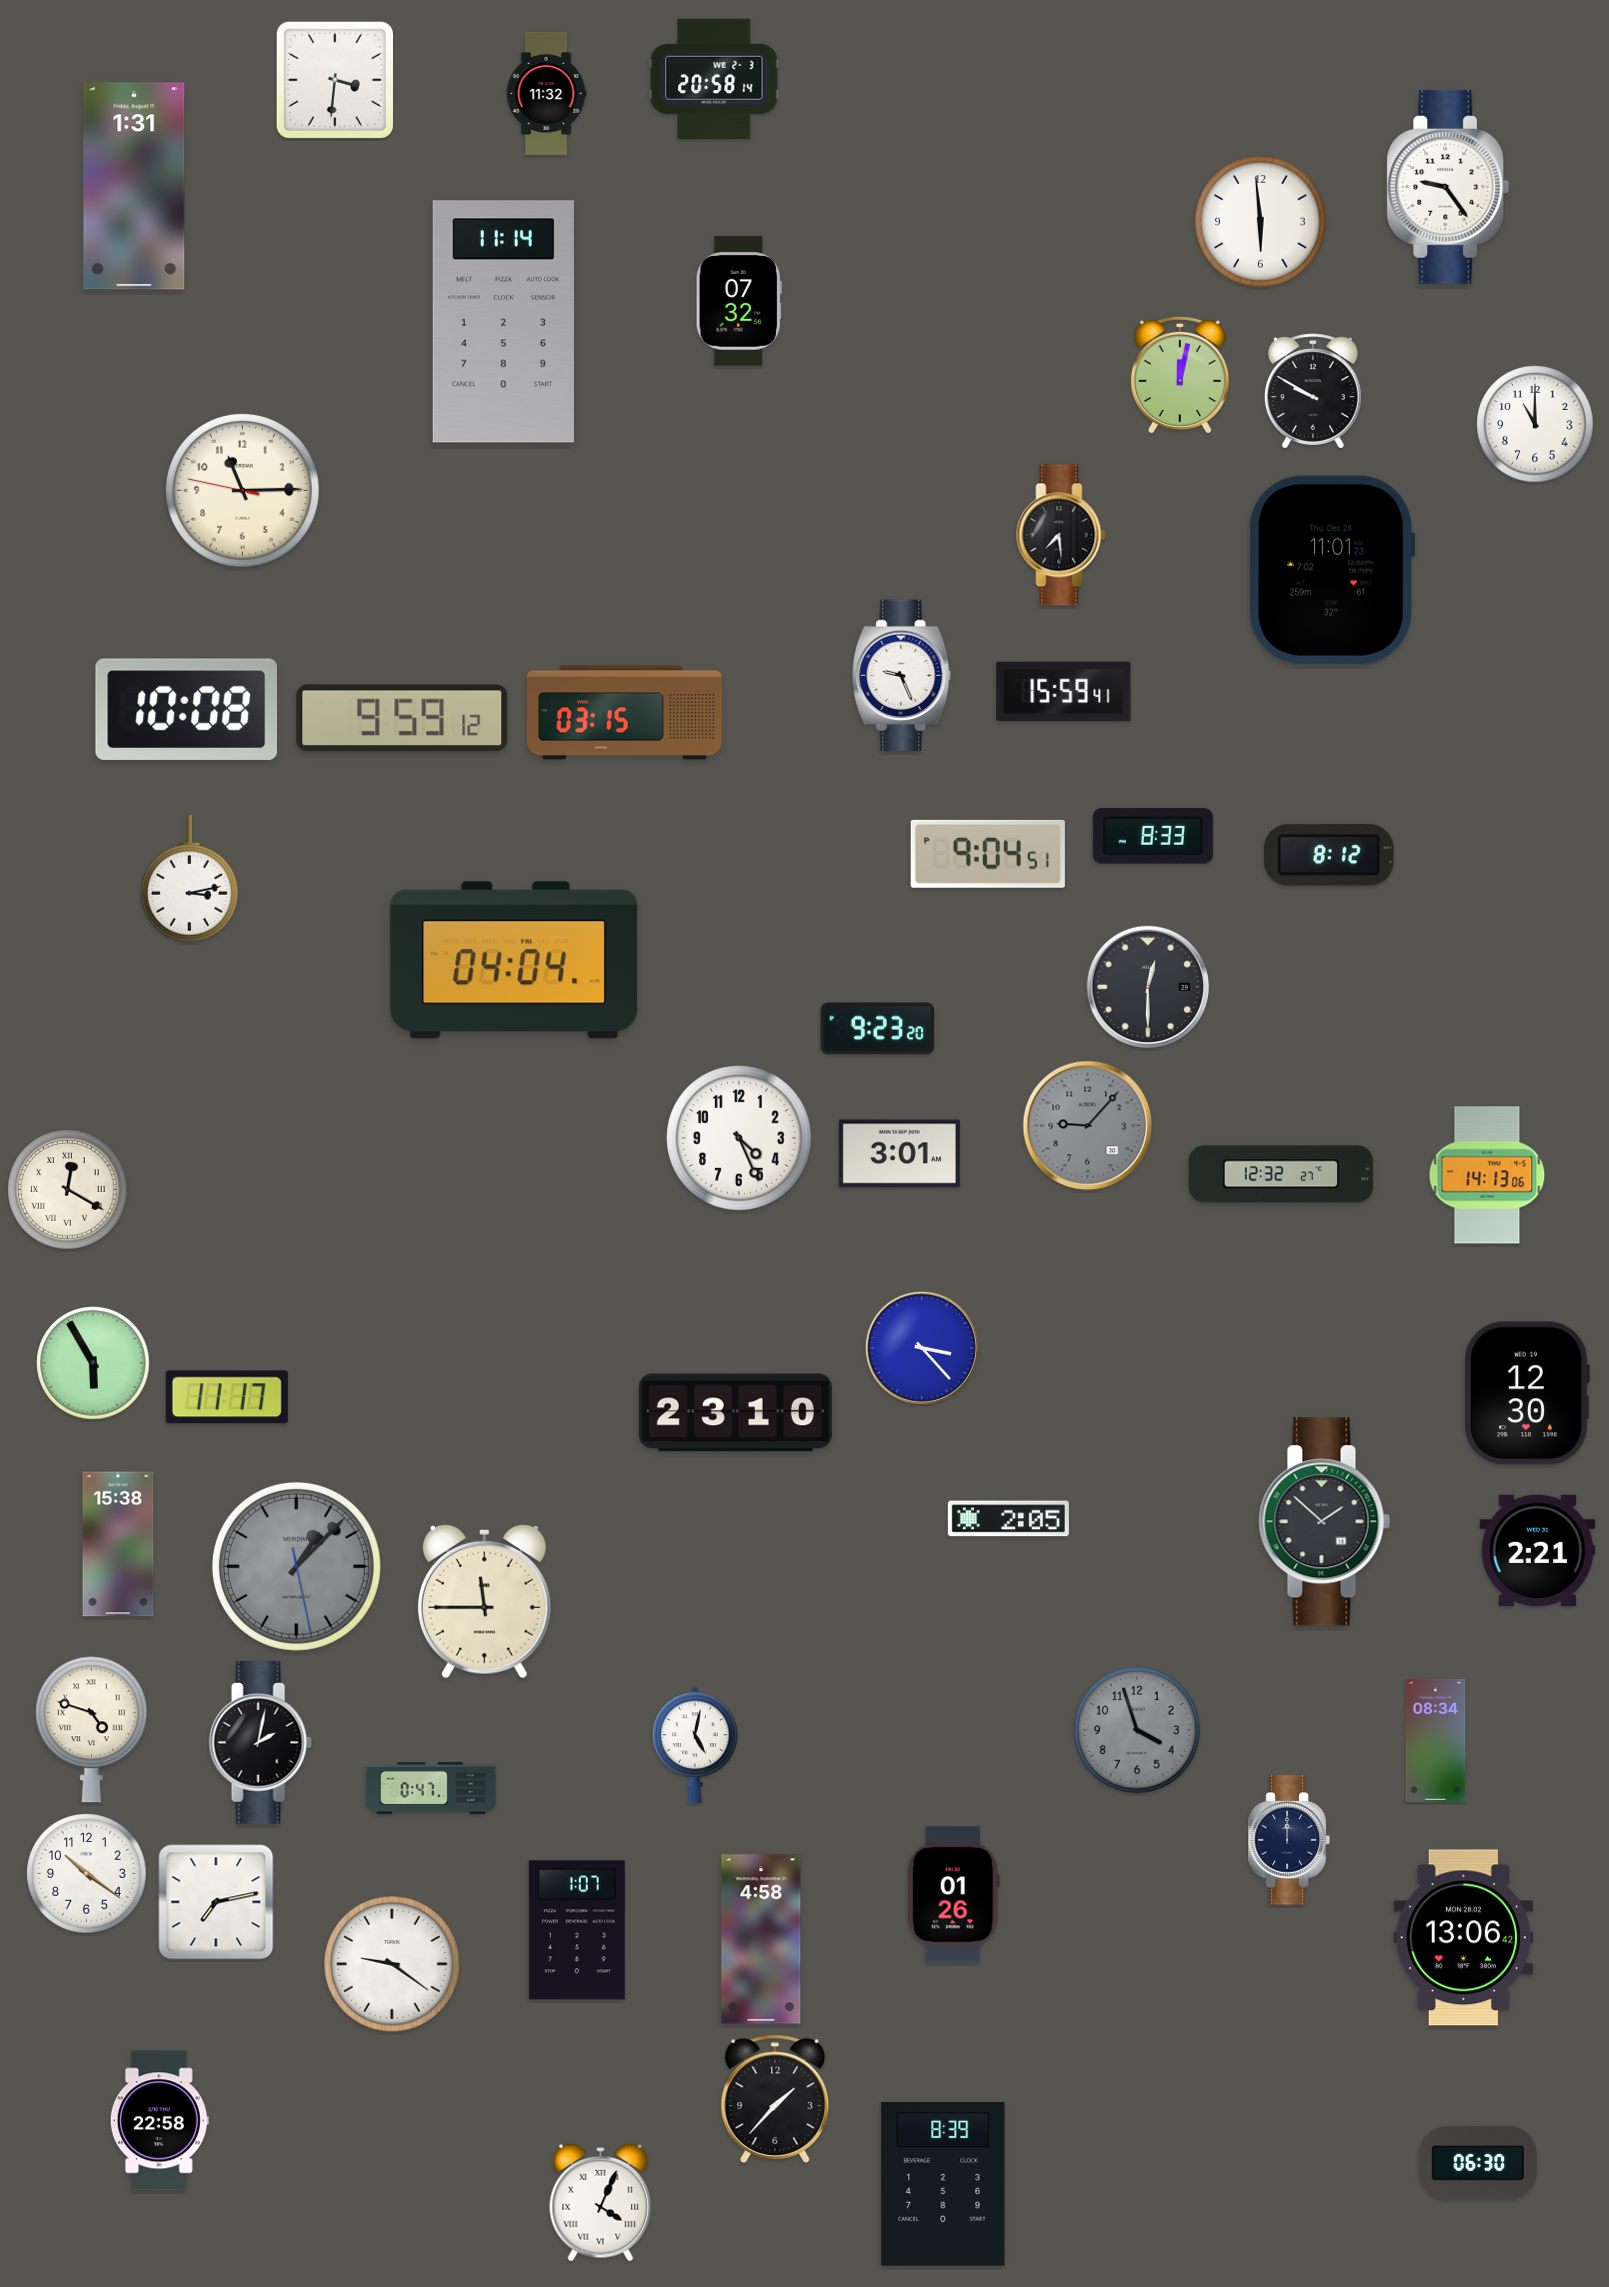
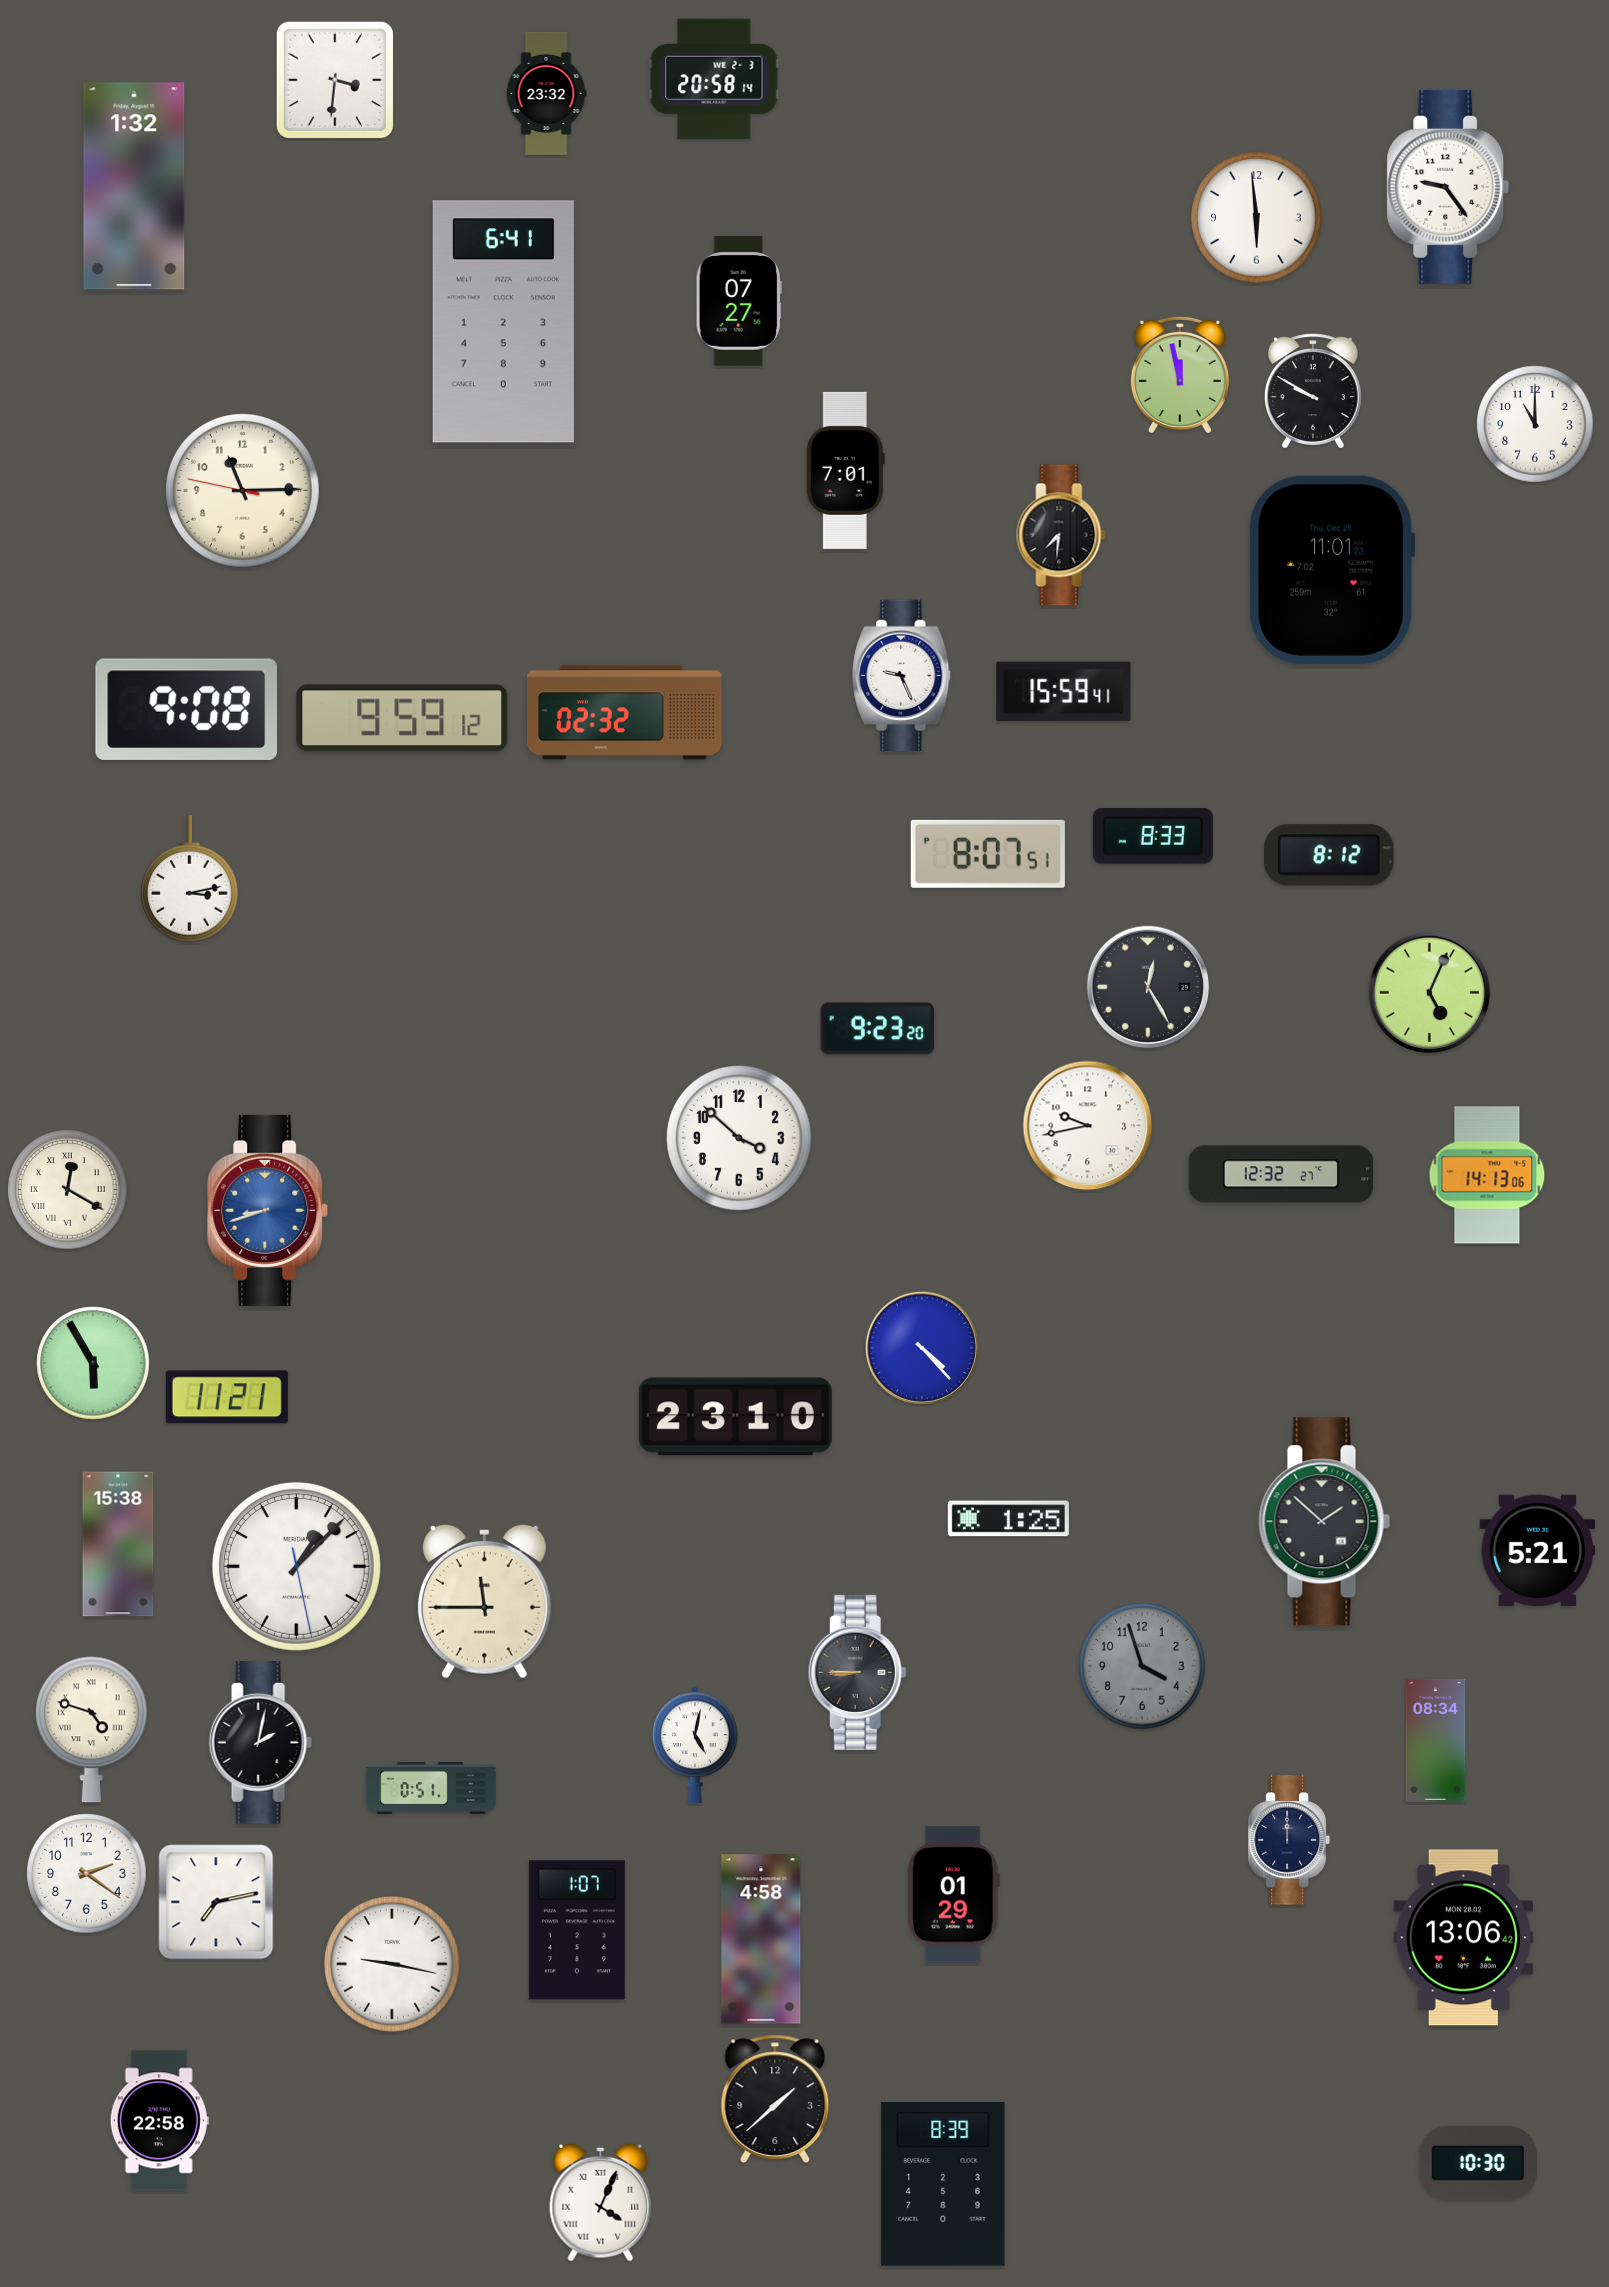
clock at (546, 93): 11:32 -> 23:32
clock at (134, 186): 1:31 -> 1:32
clock at (1261, 222) position: (1261, 222) -> (1257, 218)
clock at (739, 301): 07:32 -> 07:27
clock at (503, 322): 11:14 -> 6:41
clock at (1180, 375): 12:02 -> 11:58
clock at (845, 470): none -> 7:01
clock at (1061, 535): 7:29 -> 7:31
clock at (186, 709): 10:08 -> 9:08
clock at (624, 713): 03:15 -> 02:32
clock at (988, 854): 9:04 -> 8:07
clock at (514, 960): 04:04 -> none
clock at (1148, 987): 12:30 -> 12:25
clock at (1430, 993): none -> 5:04
clock at (1088, 1126): 9:07 -> 9:43
clock at (1088, 1126) dial: grey -> white
clock at (740, 1139): 4:26 -> 3:52
clock at (899, 1154): 3:01 -> none
clock at (268, 1210): none -> 8:42
clock at (922, 1348): 3:23 -> 4:23
clock at (1527, 1393): 12:30 -> none
clock at (227, 1397): 11:17 -> 11:21
clock at (735, 1413) position: (735, 1413) -> (735, 1417)
clock at (1008, 1519): 2:05 -> 1:25
clock at (1538, 1551): 2:21 -> 5:21
clock at (296, 1566) dial: grey -> white
clock at (857, 1672): none -> 8:45
clock at (1137, 1730) position: (1137, 1730) -> (1142, 1666)
clock at (431, 1788): 0:47 -> 0:51
clock at (87, 1874): 10:21 -> 2:21
clock at (954, 1895): 01:26 -> 01:29
clock at (392, 1964): 9:21 -> 9:17
clock at (775, 2098): 1:37 -> 1:38
clock at (1478, 2163): 06:30 -> 10:30
